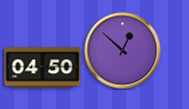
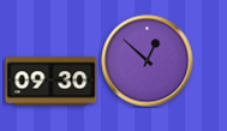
clock at (43, 68): 04:50 -> 09:30
